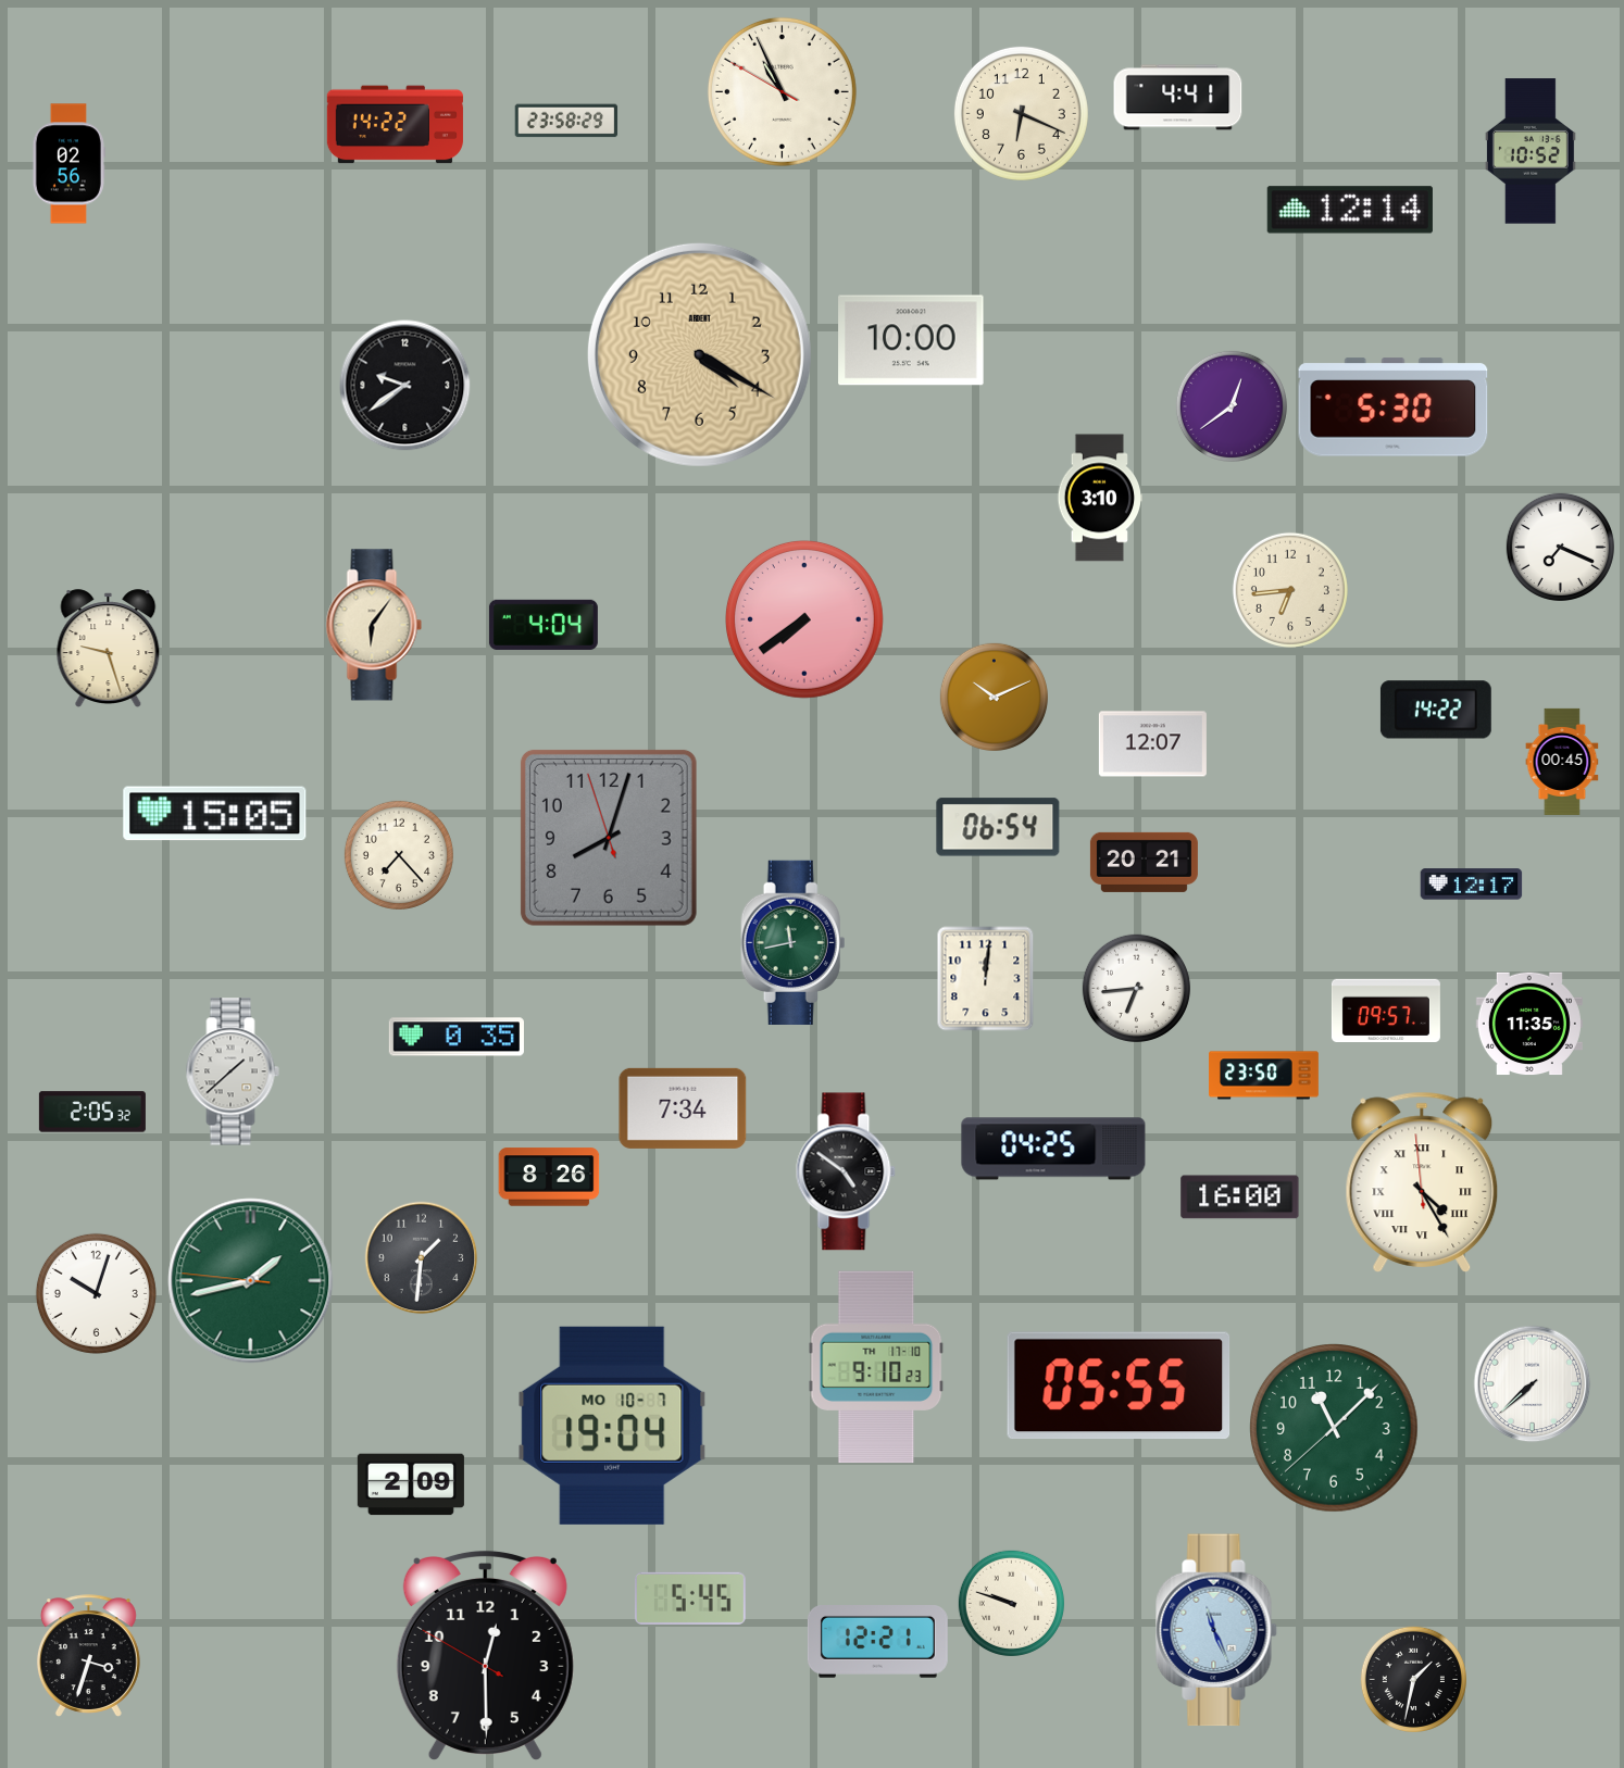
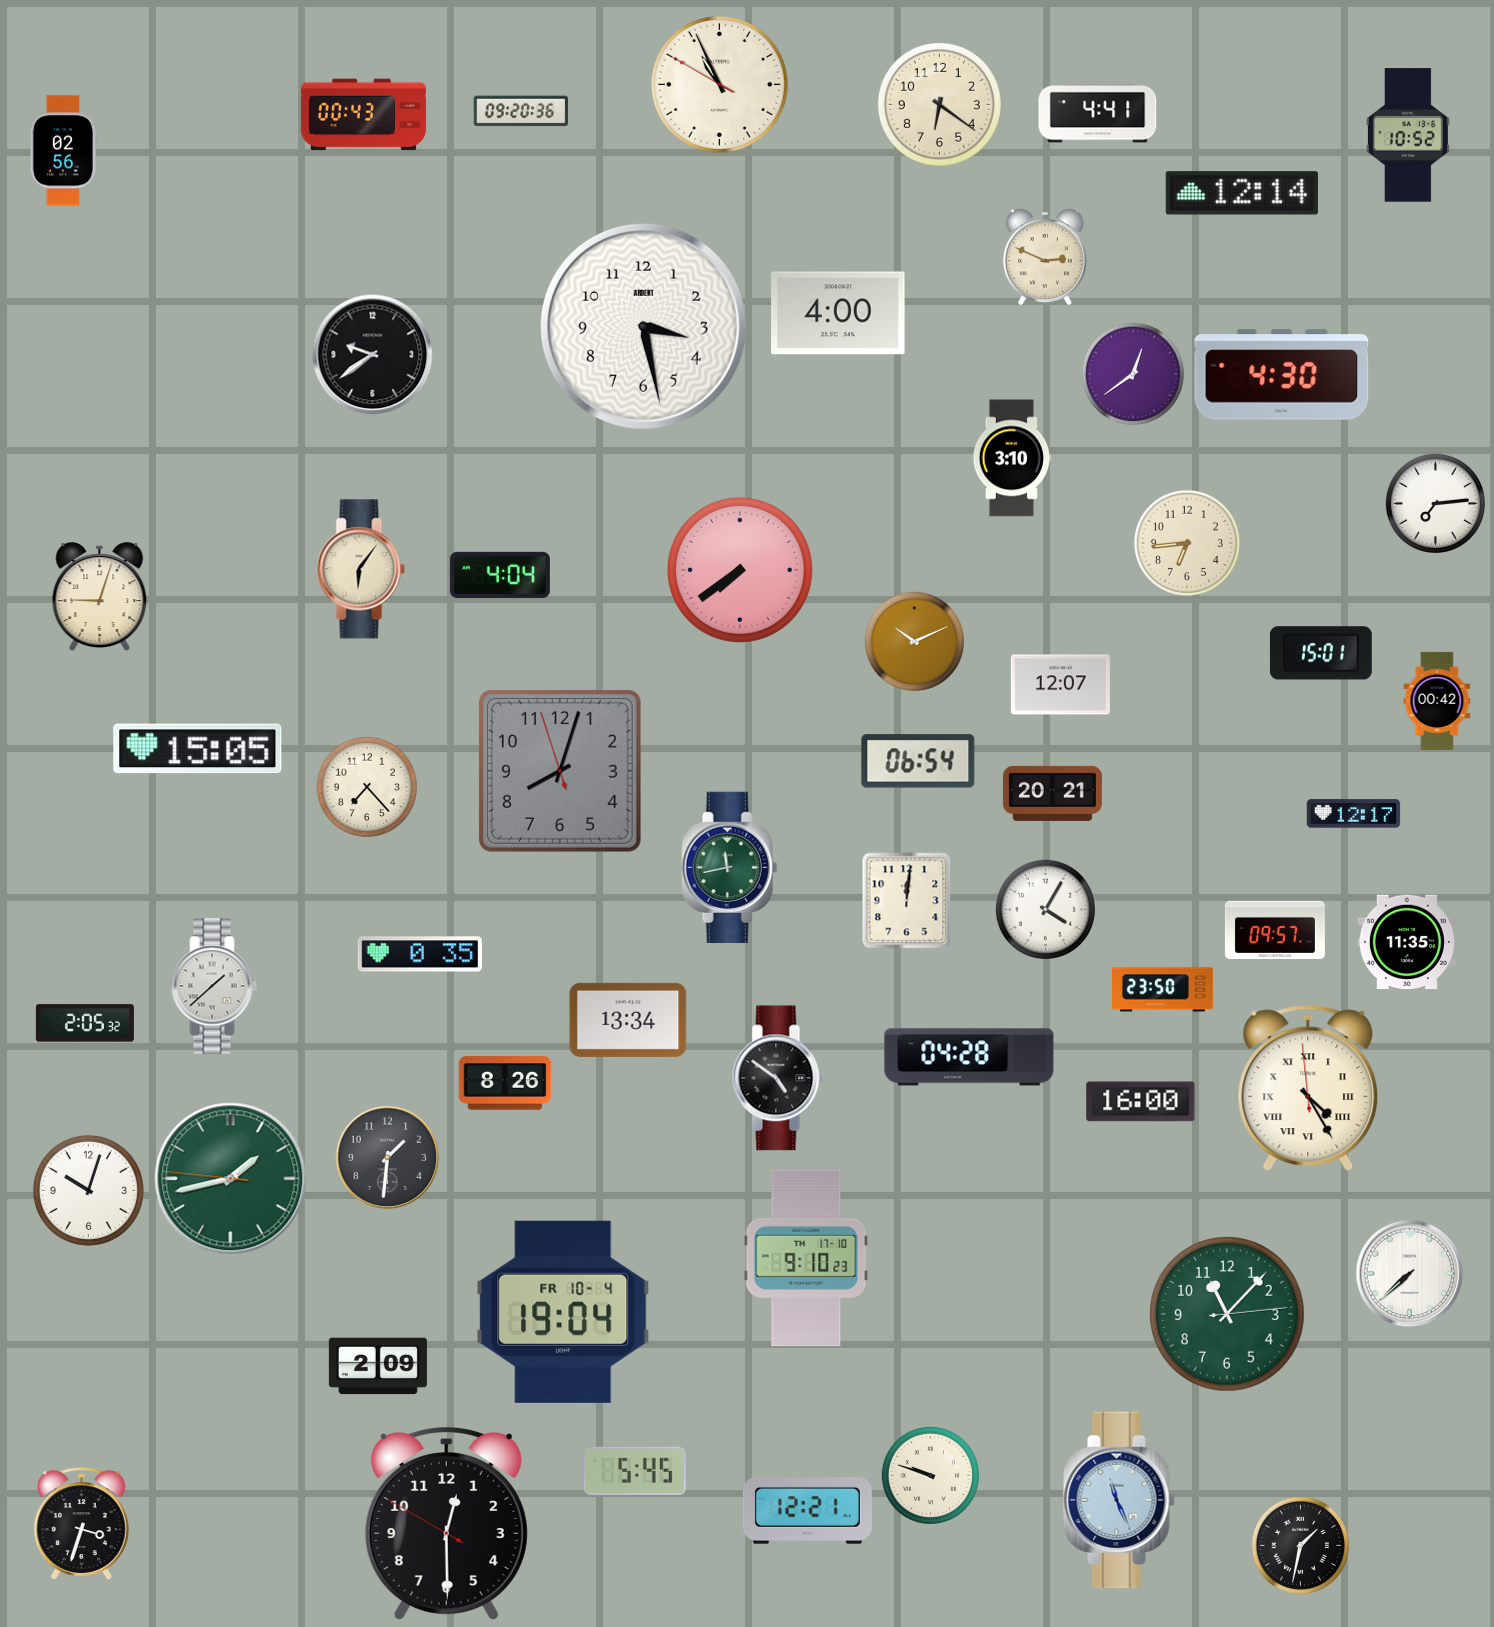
clock at (1178, 98) position: (1178, 98) -> (1098, 113)
clock at (1021, 113): 6:19 -> 6:21
clock at (566, 121): 23:58 -> 09:20
clock at (395, 125): 14:22 -> 00:43
clock at (1531, 151) position: (1531, 151) -> (1408, 135)
clock at (1045, 257): none -> 2:49
clock at (911, 340): 10:00 -> 4:00
clock at (699, 354): 4:20 -> 3:28
clock at (699, 354) dial: champagne -> white
clock at (1394, 407): 5:30 -> 4:30
clock at (1560, 547): 7:19 -> 7:14
clock at (374, 625) position: (374, 625) -> (361, 569)
clock at (109, 648): 9:27 -> 9:03
clock at (1436, 710): 14:22 -> 15:01
clock at (1562, 762): 00:45 -> 00:42
clock at (1136, 988): 6:44 -> 4:05
clock at (683, 1108): 7:34 -> 13:34
clock at (1053, 1149): 04:25 -> 04:28
clock at (1119, 1385): 05:55 -> none
clock at (612, 1426) date: MO 10-7 -> FR 10-4
clock at (1335, 1429): 11:07:38 -> 11:07:14
